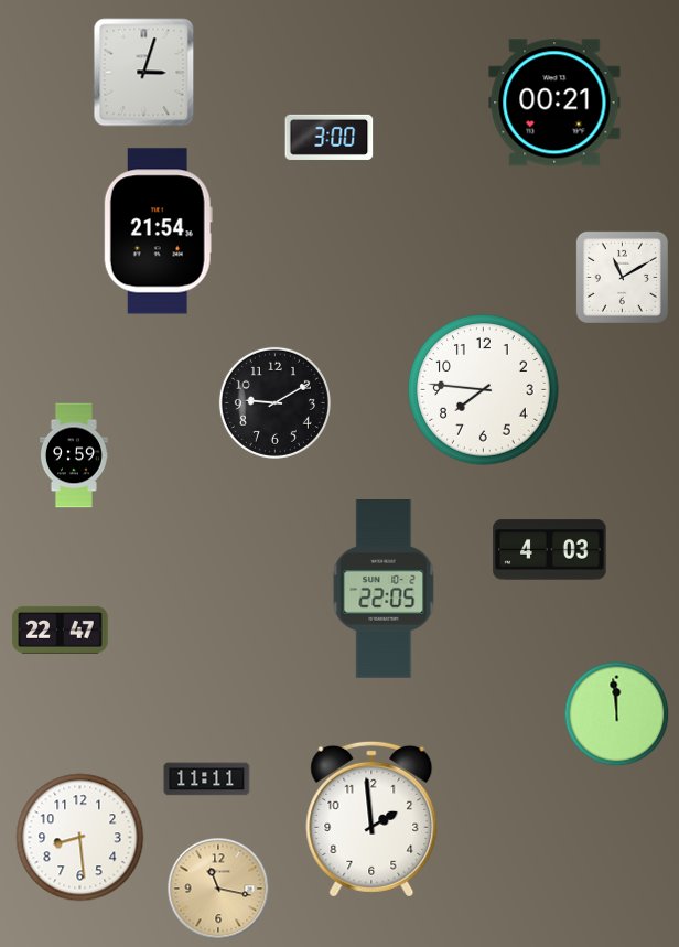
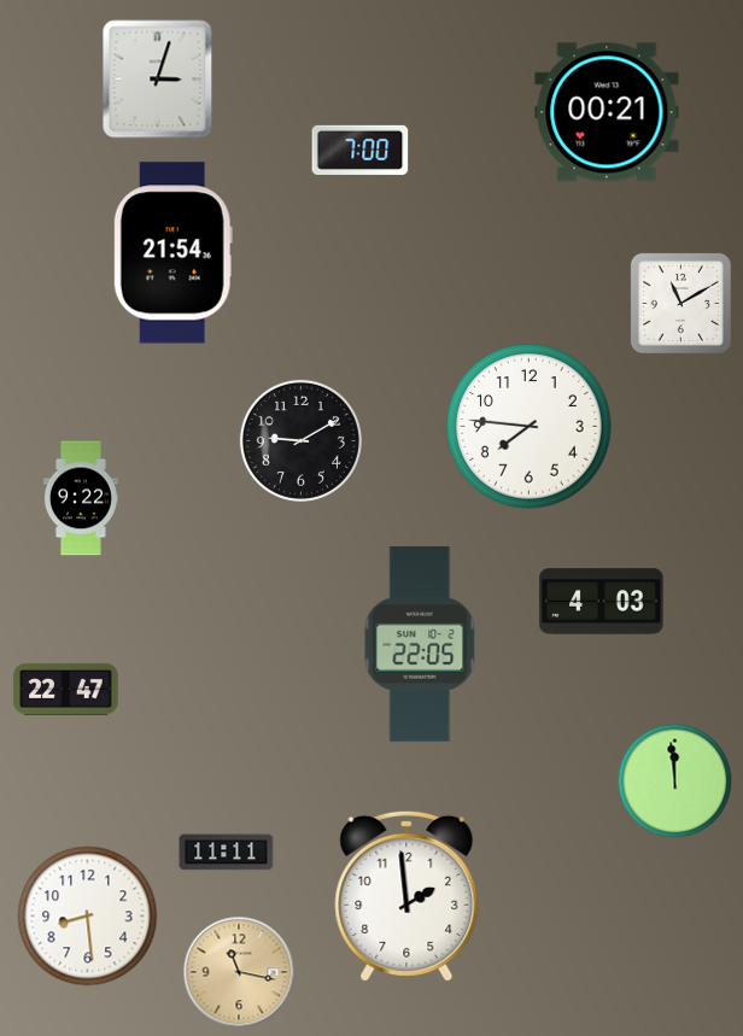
clock at (330, 137): 3:00 -> 7:00
clock at (74, 455): 9:59 -> 9:22
